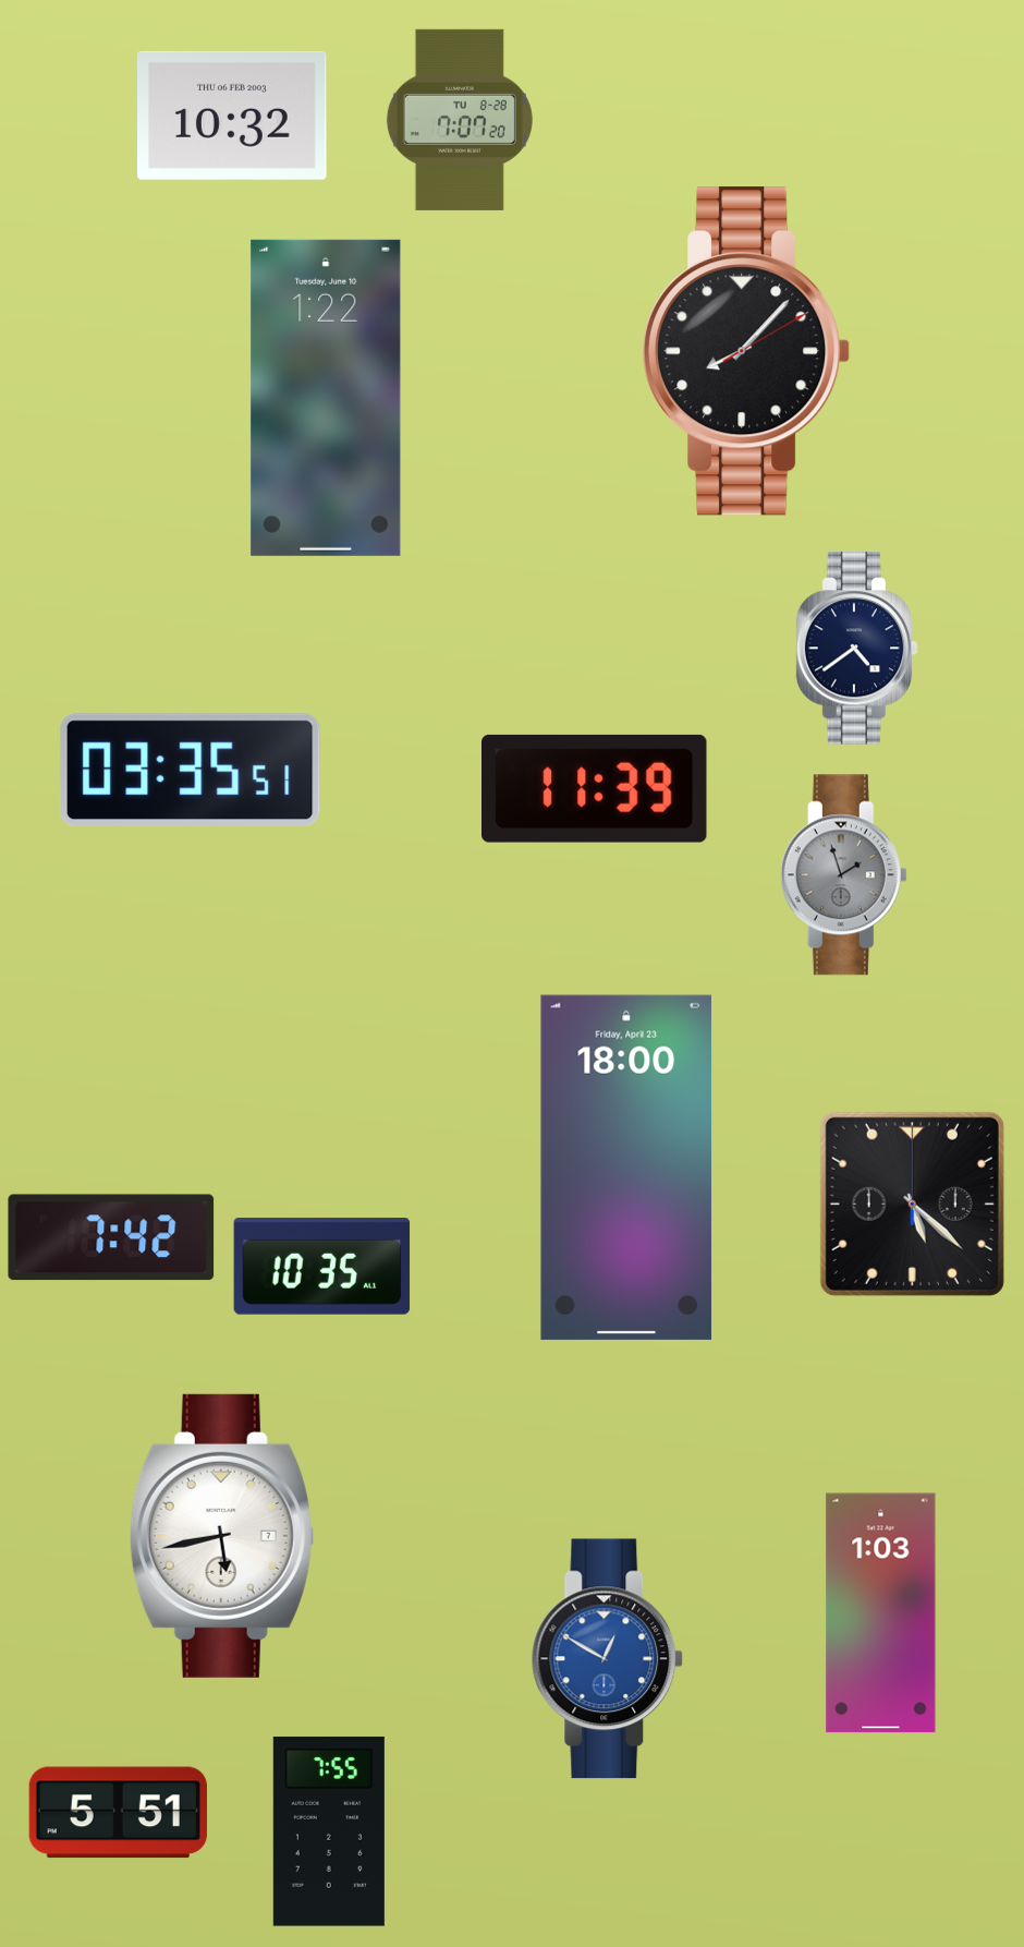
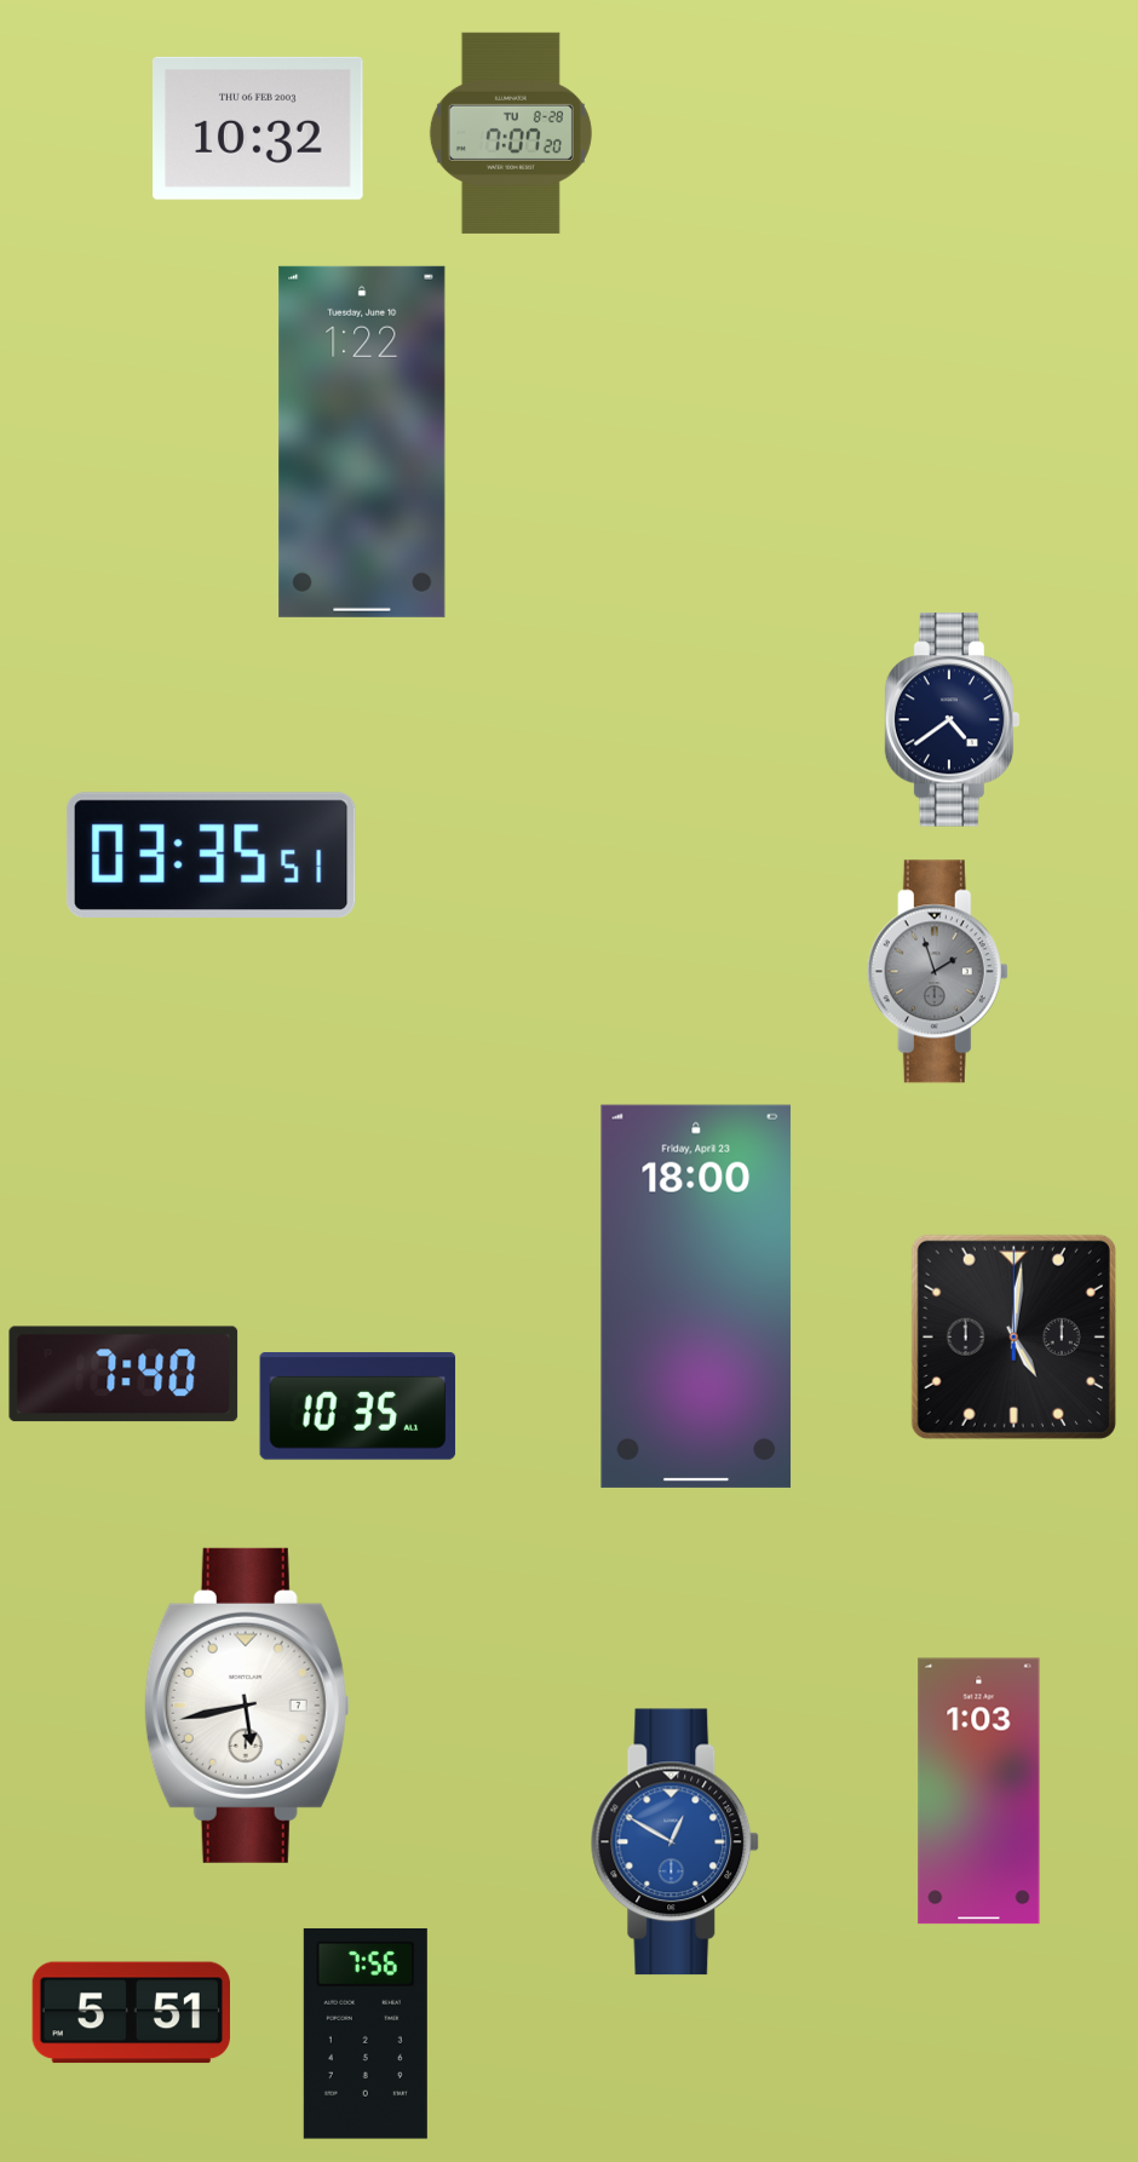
clock at (747, 351): 8:07 -> none
clock at (595, 788): 11:39 -> none
clock at (912, 1204): 5:22 -> 5:01
clock at (111, 1237): 7:42 -> 7:40
clock at (329, 1831): 7:55 -> 7:56
